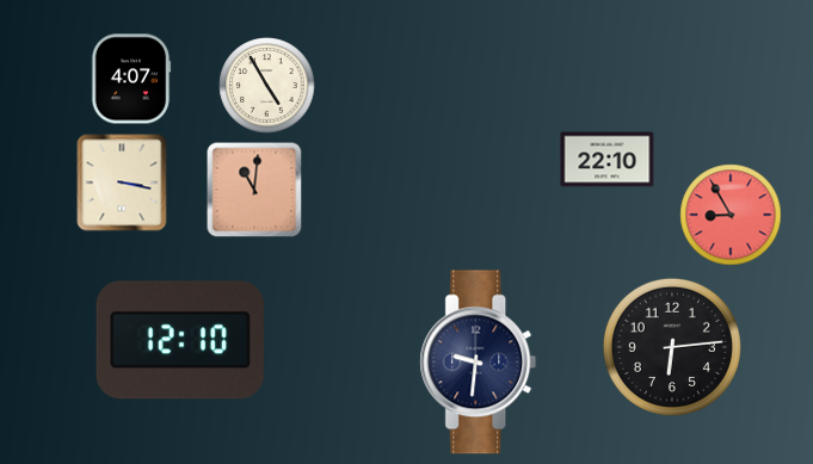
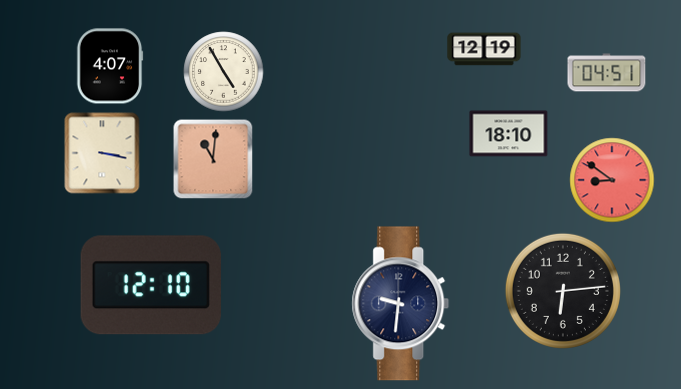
clock at (484, 49): none -> 12:19
clock at (607, 73): none -> 04:51
clock at (608, 160): 22:10 -> 18:10
clock at (731, 215): 8:55 -> 8:51
